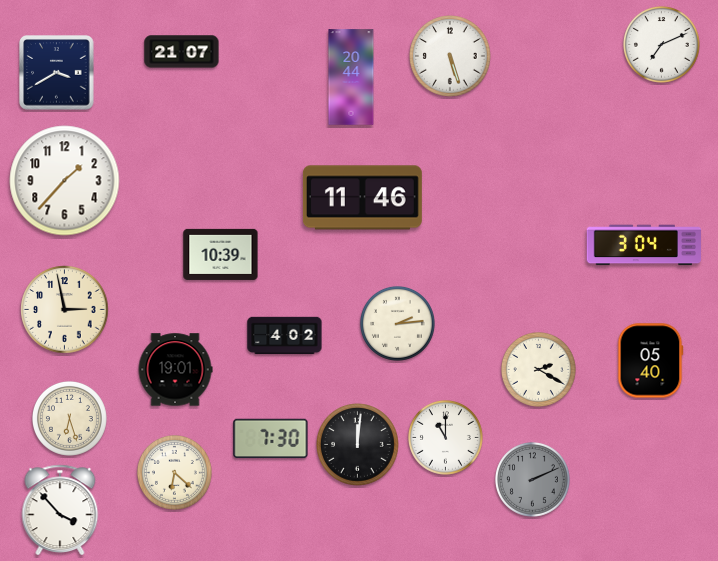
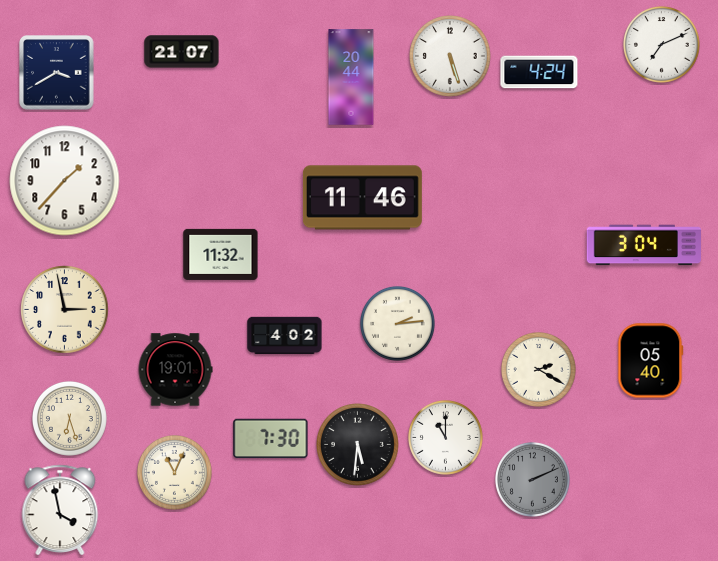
clock at (539, 72): none -> 4:24
clock at (221, 254): 10:39 -> 11:32
clock at (358, 445): 12:01 -> 5:31
clock at (174, 472): 6:22 -> 11:04
clock at (60, 510): 3:53 -> 3:58
